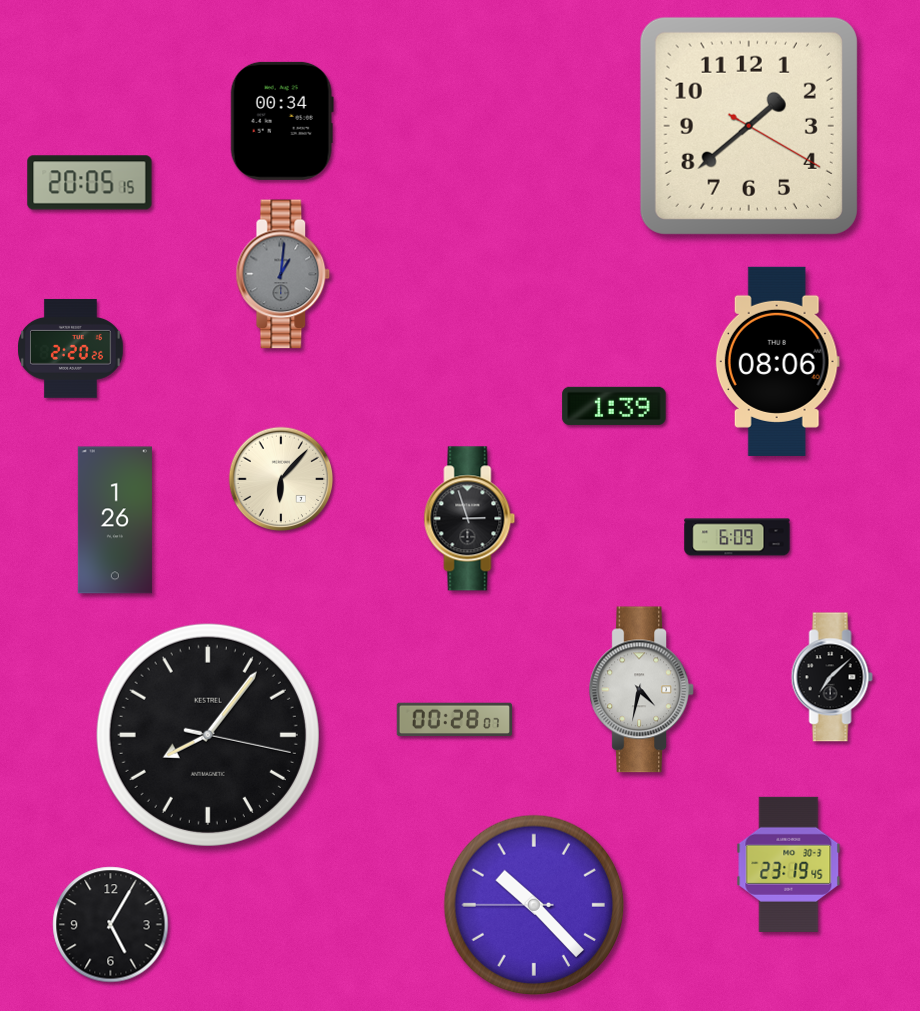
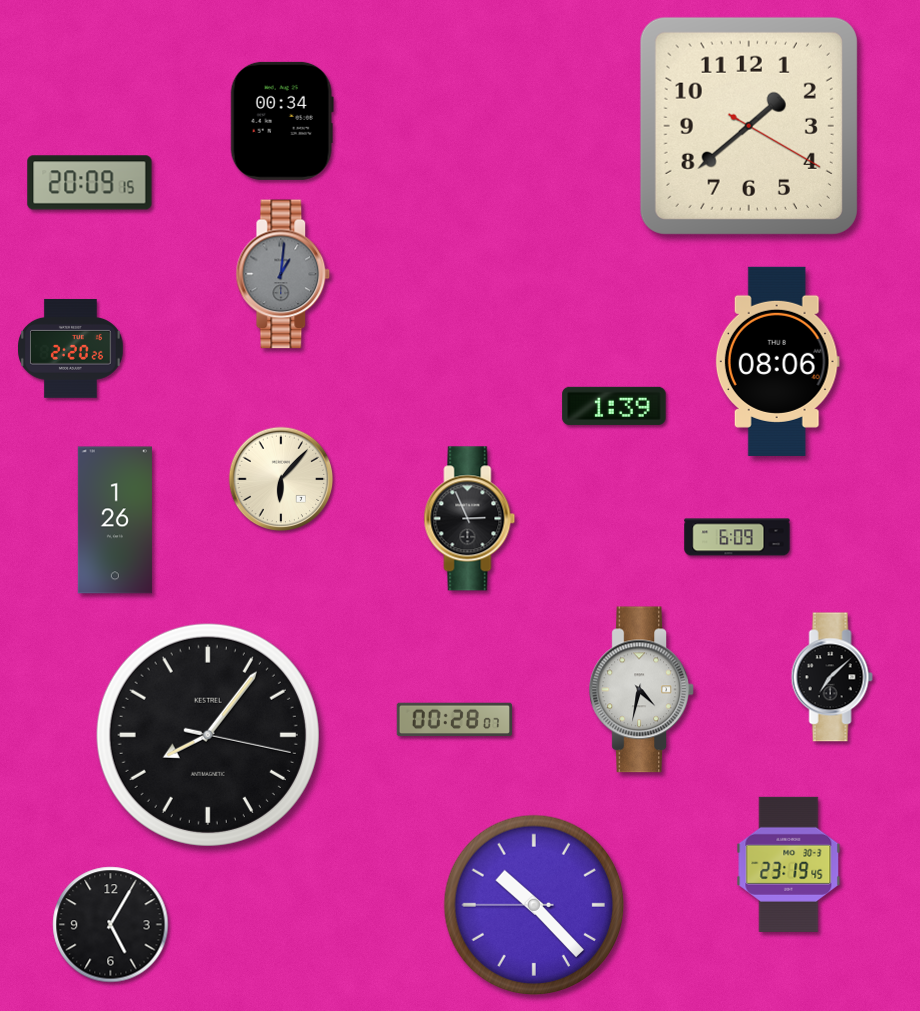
clock at (90, 183): 20:05 -> 20:09
clock at (470, 519): 2:57 -> 2:56
